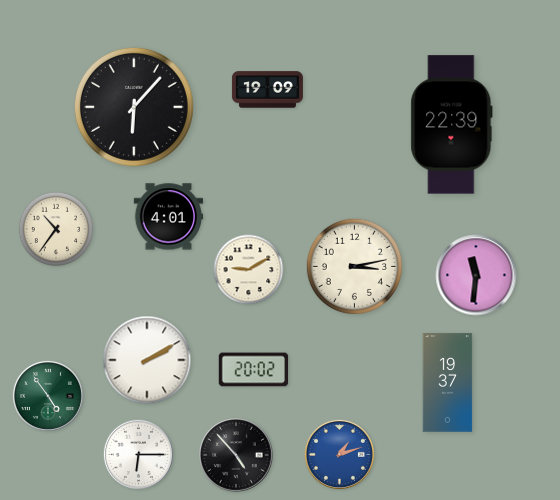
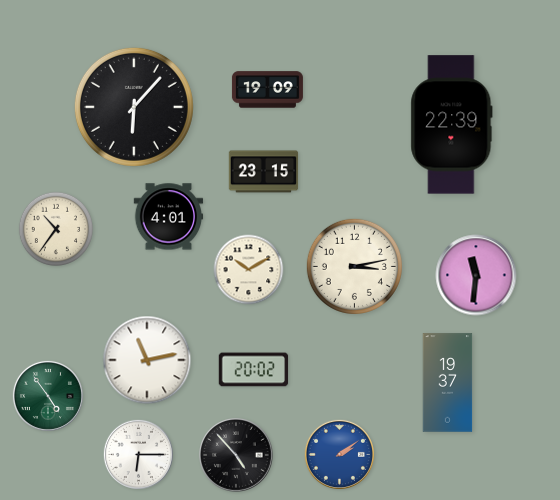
clock at (264, 172): none -> 23:15
clock at (249, 270): 9:10 -> 10:10
clock at (147, 360): 2:10 -> 11:13
clock at (339, 454): 1:12 -> 2:09
